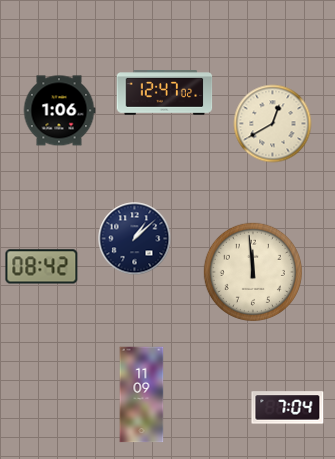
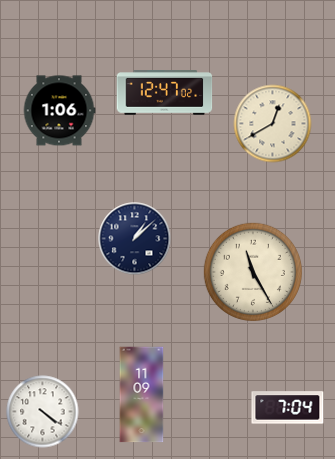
clock at (42, 267): 08:42 -> none
clock at (253, 272): 11:59 -> 11:25
clock at (43, 412): none -> 4:21
